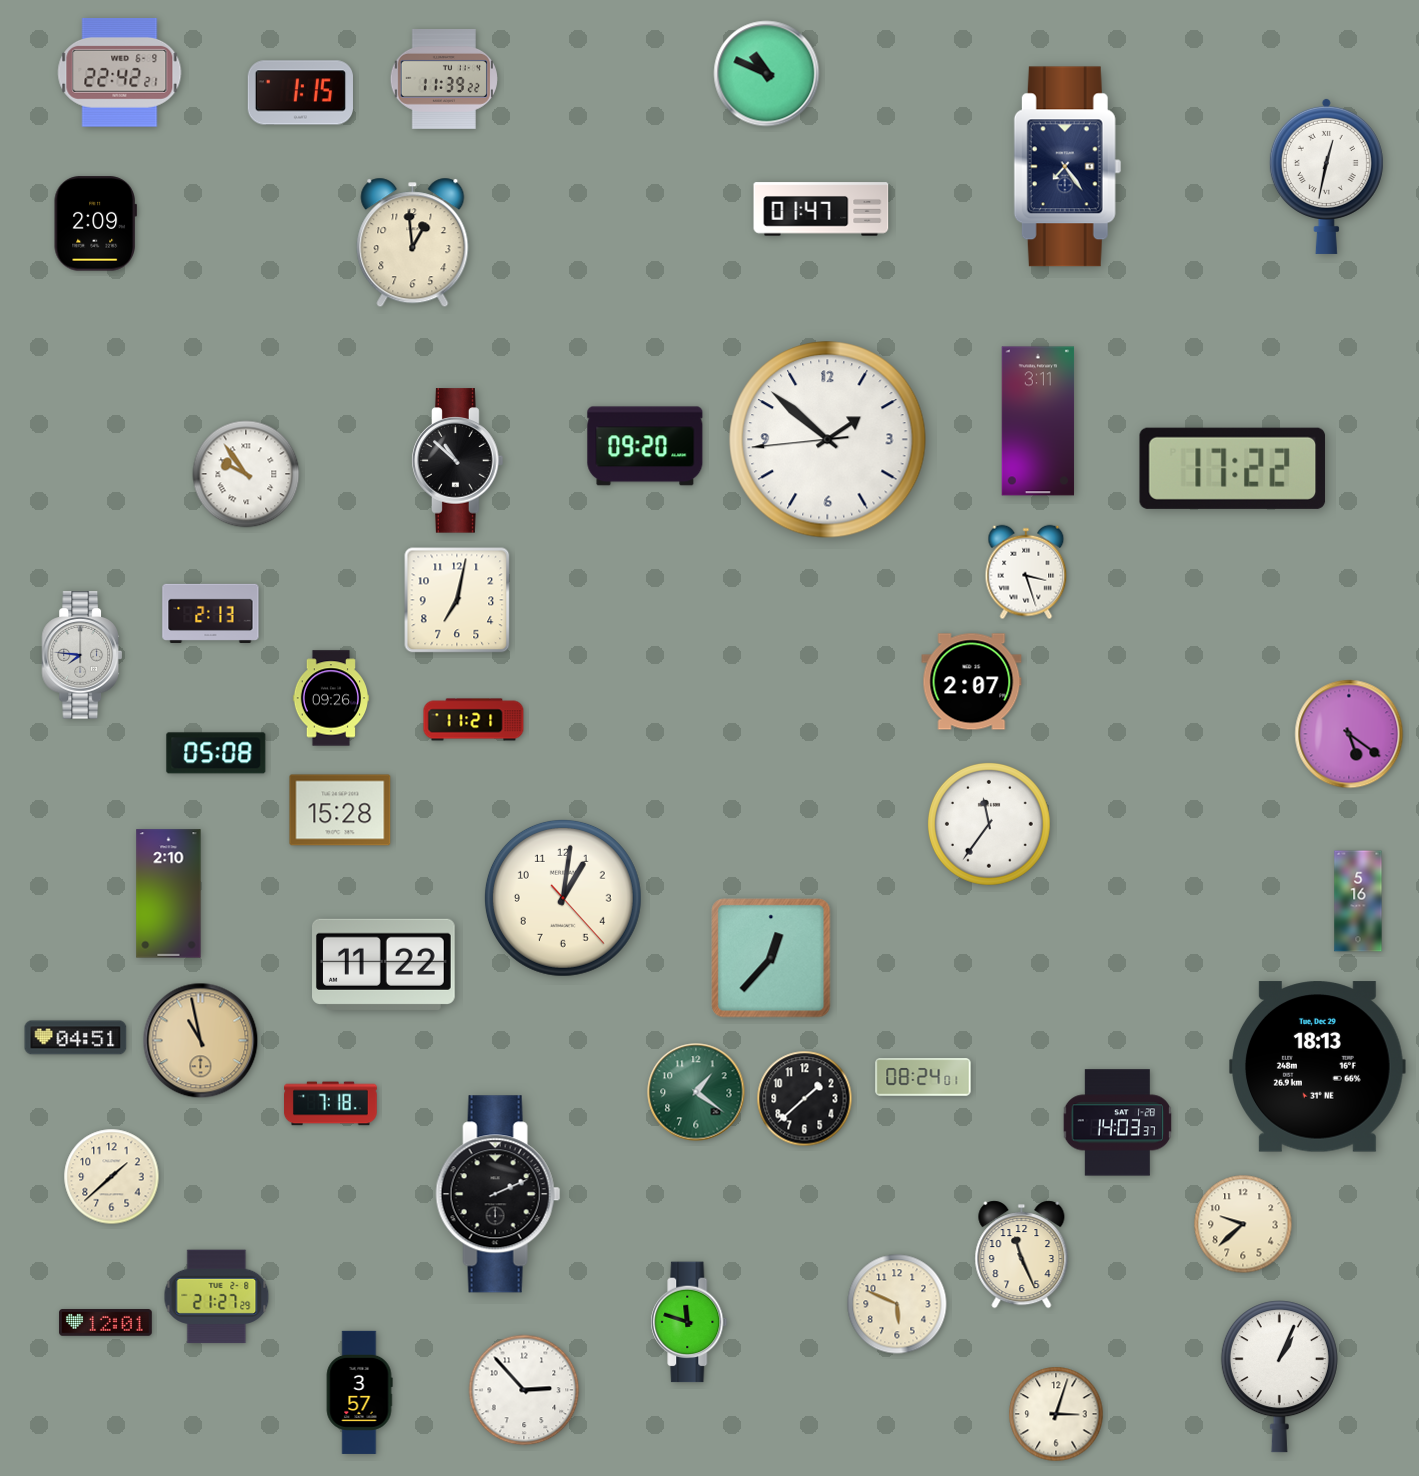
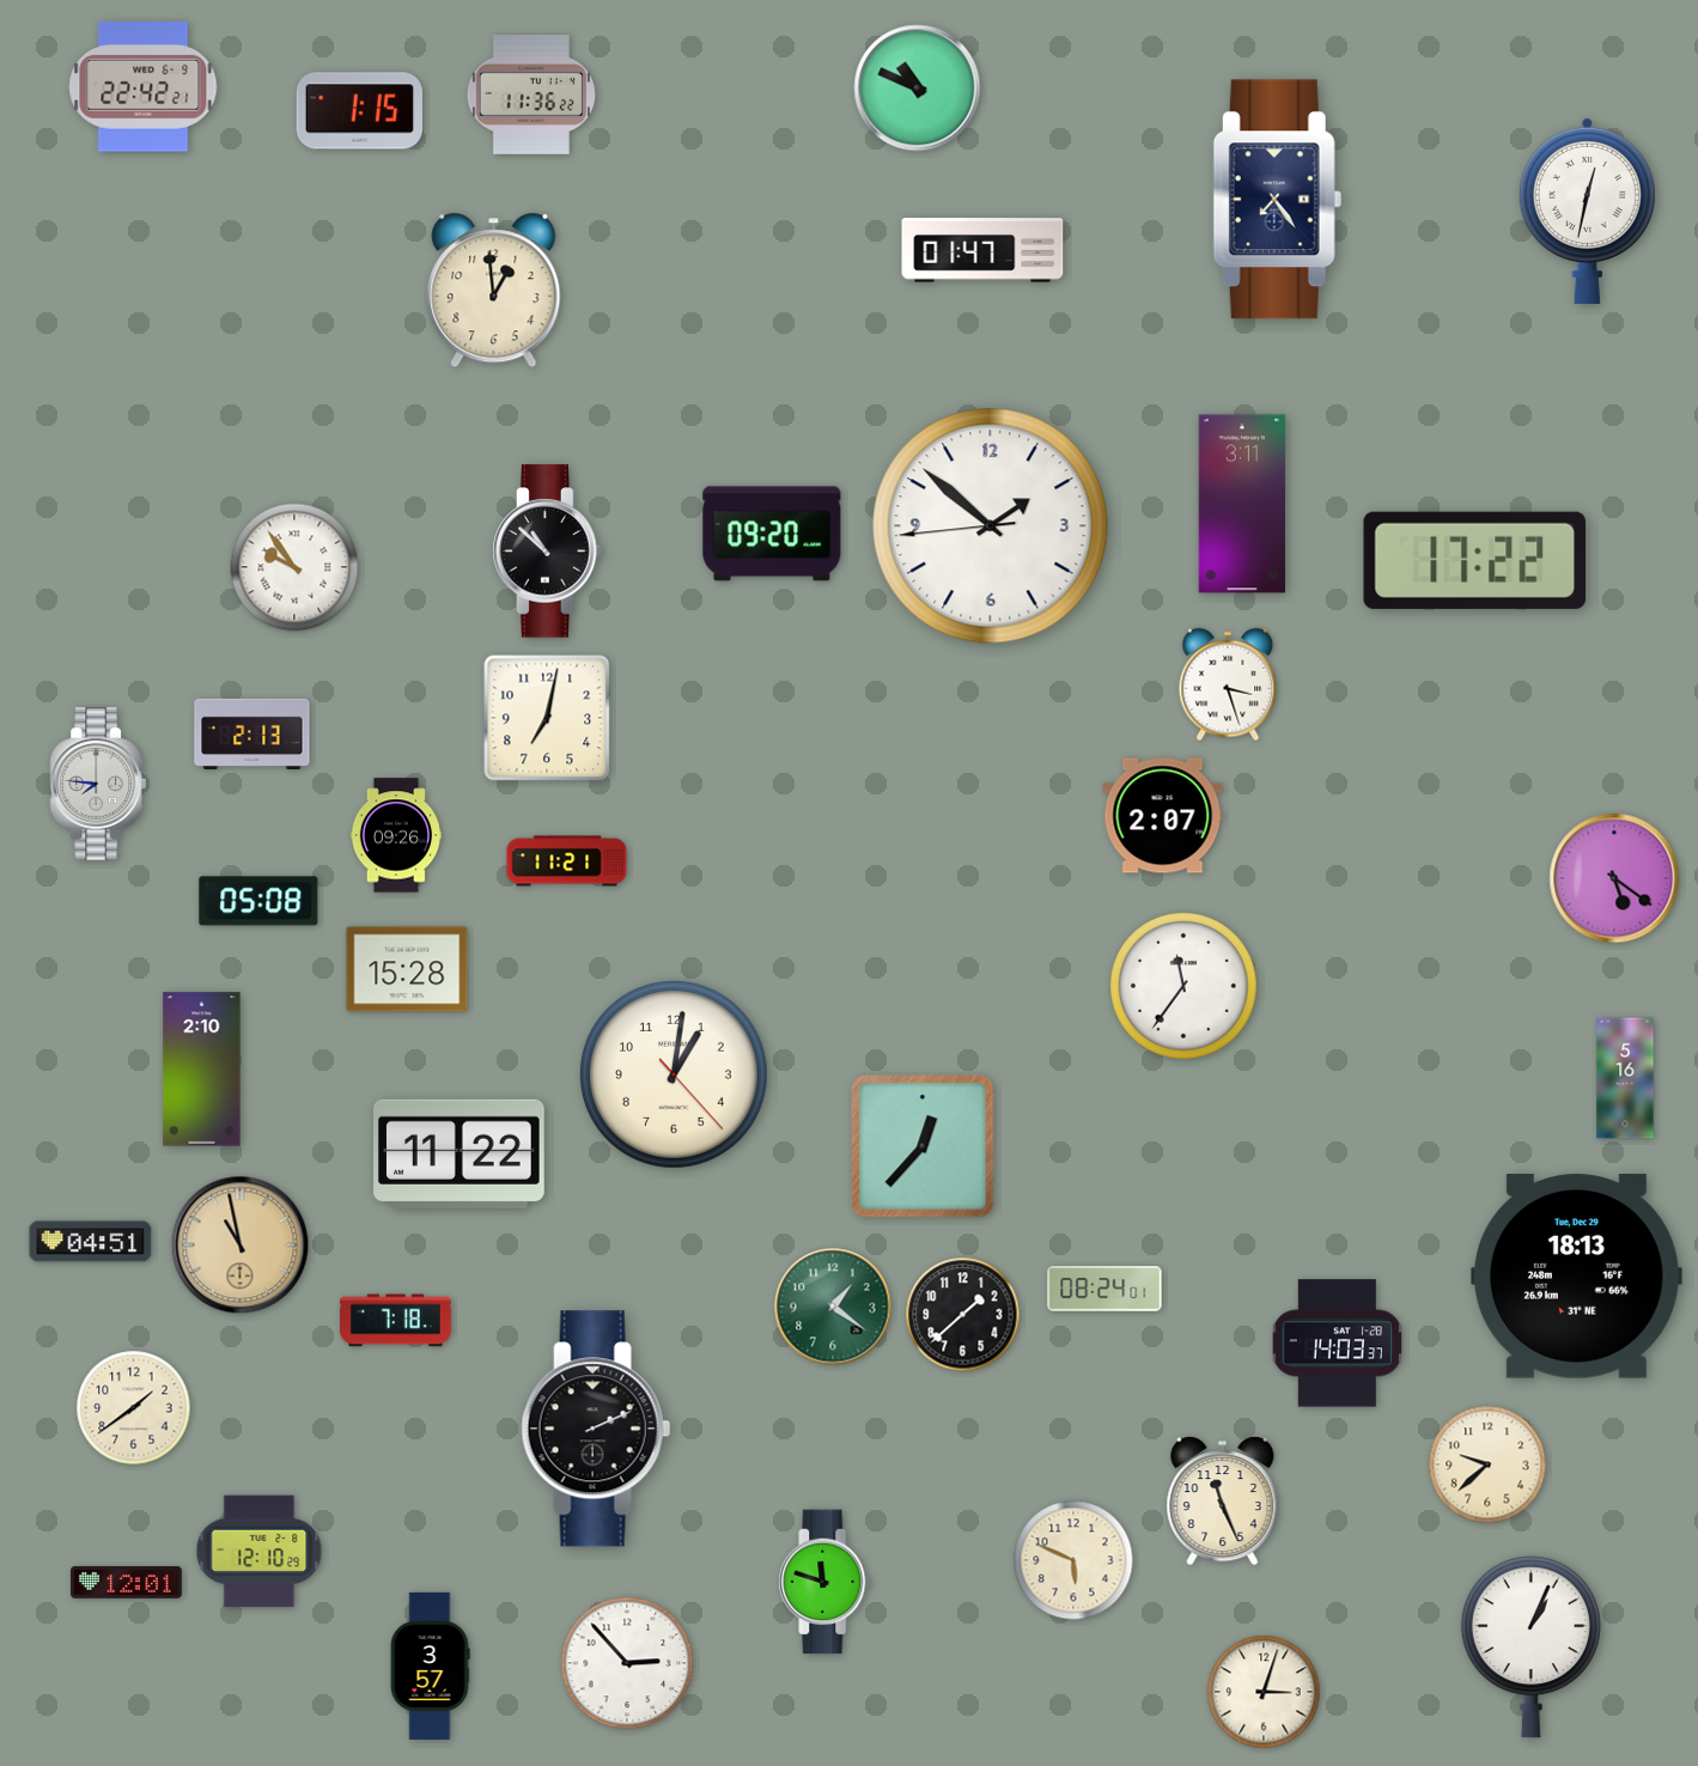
clock at (443, 80): 11:39 -> 11:36
clock at (95, 224): 2:09 -> none
clock at (112, 1177): 1:38 -> 1:39
clock at (217, 1297): 21:27 -> 12:10
